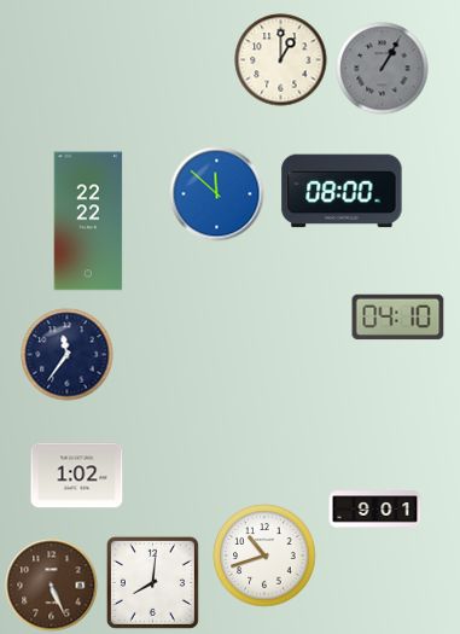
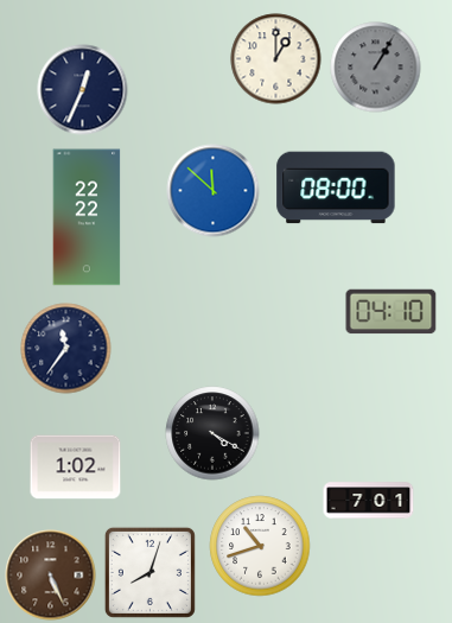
clock at (83, 90): none -> 12:34
clock at (212, 433): none -> 4:20
clock at (375, 510): 9:01 -> 7:01
clock at (152, 582): 8:01 -> 8:03
